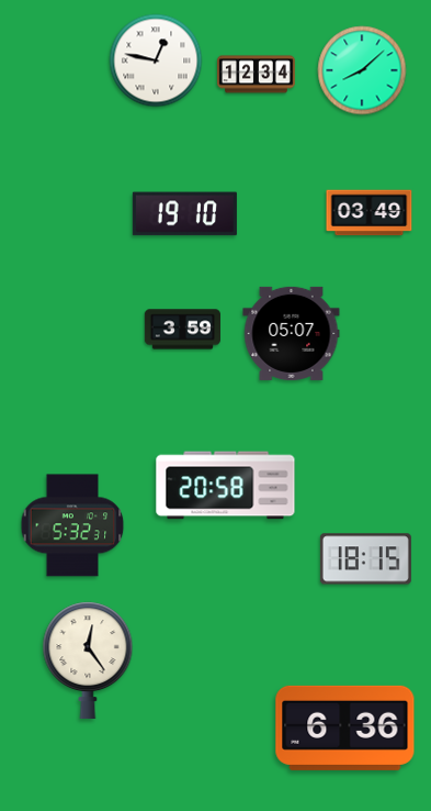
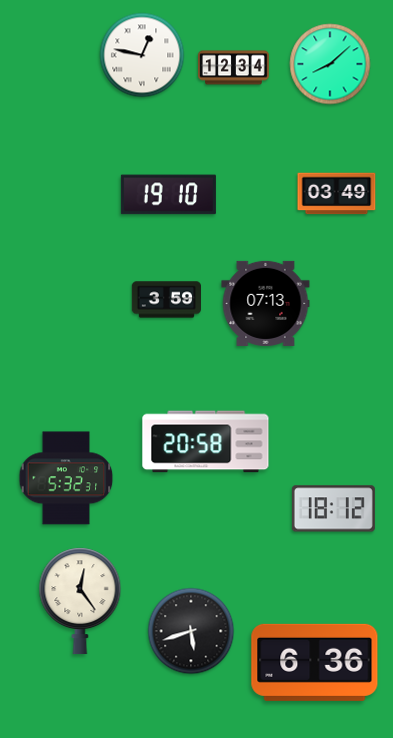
clock at (292, 333): 05:07 -> 07:13
clock at (365, 559): 18:15 -> 18:12
clock at (191, 631): none -> 5:42
